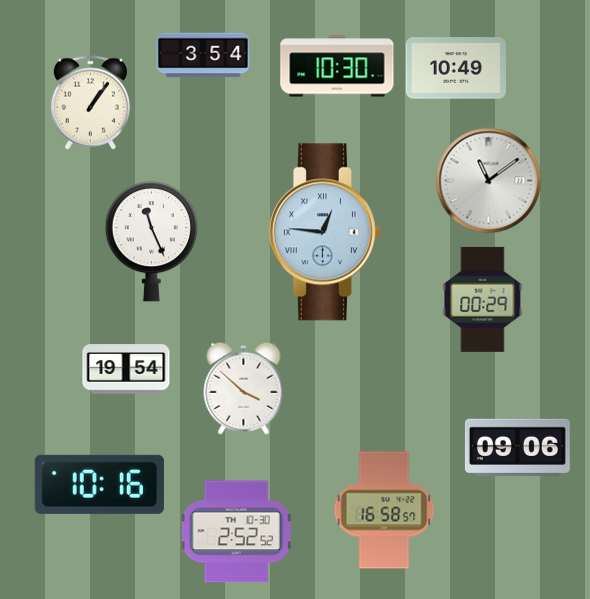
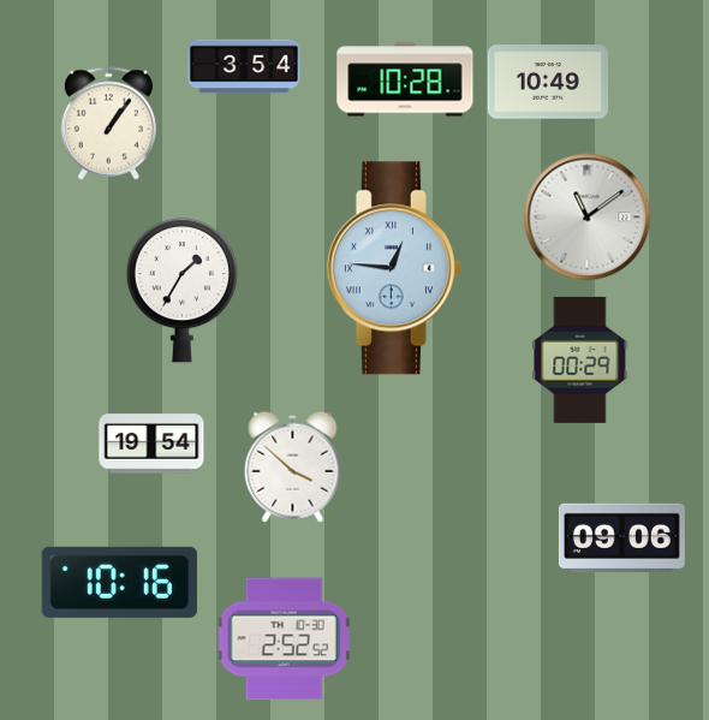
clock at (337, 66): 10:30 -> 10:28
clock at (325, 232) position: (325, 232) -> (394, 268)
clock at (151, 242): 11:26 -> 1:35
clock at (384, 510): 16:58 -> none
